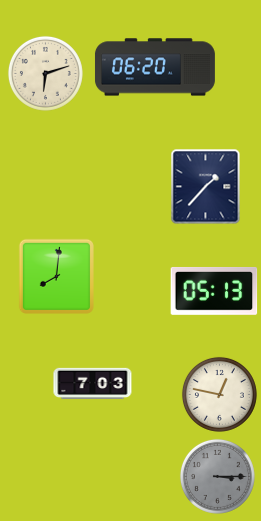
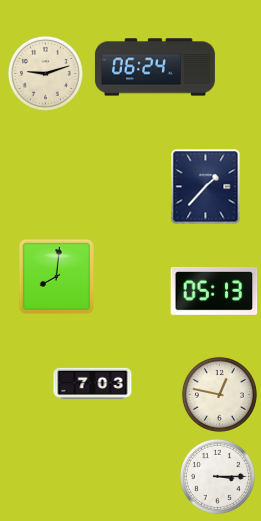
clock at (155, 67): 06:20 -> 06:24
clock at (45, 73): 6:12 -> 9:12
clock at (217, 476) dial: grey -> white
